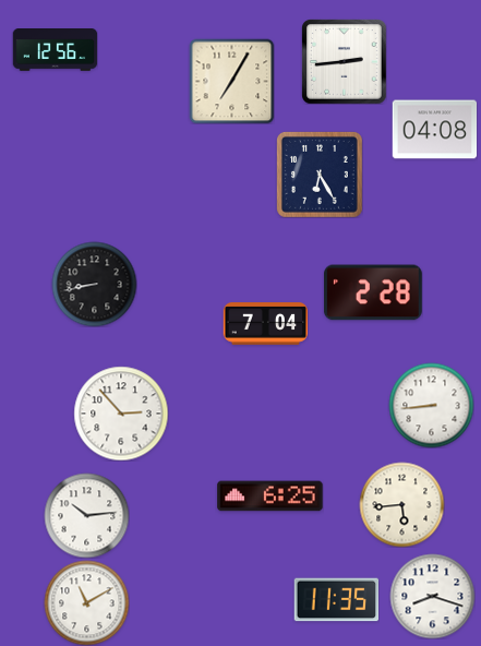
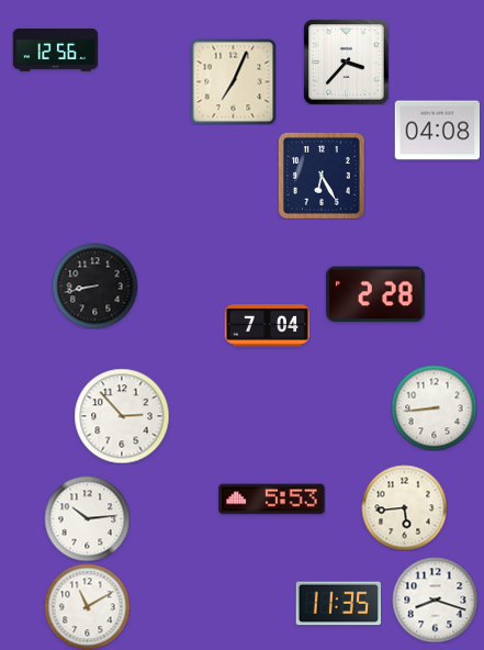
clock at (344, 61): 2:44 -> 3:37
clock at (231, 81): 7:05 -> 7:04
clock at (270, 497): 6:25 -> 5:53
